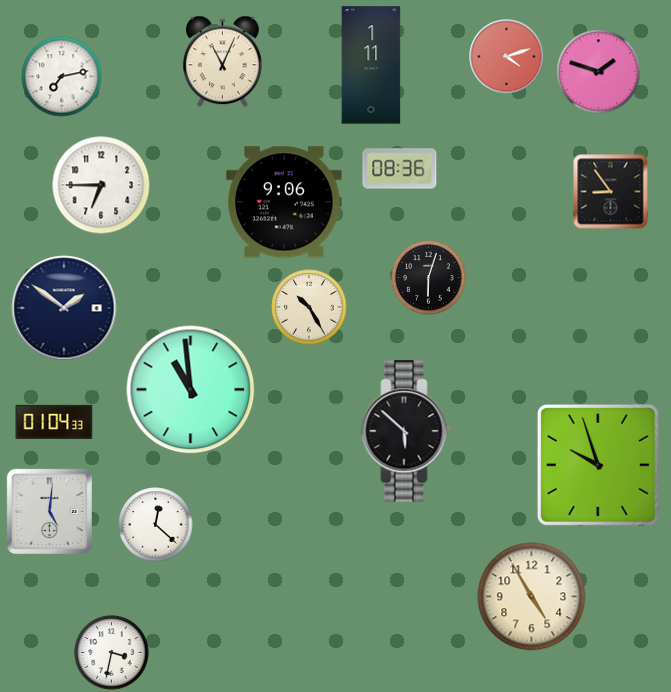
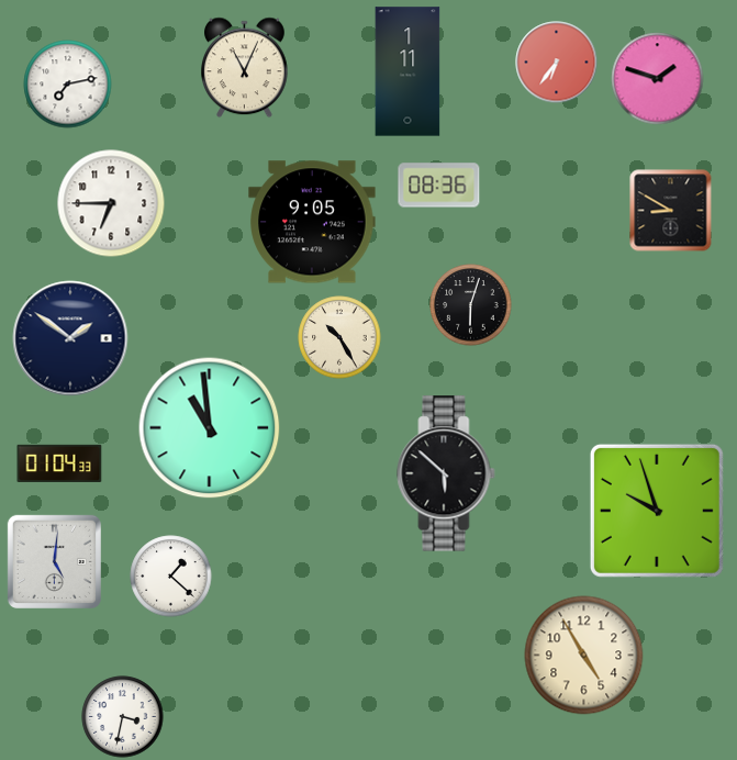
clock at (507, 57): 4:12 -> 6:36
clock at (611, 192): 8:54 -> 8:50
clock at (284, 202): 9:06 -> 9:05
clock at (156, 525): 12:22 -> 1:22
